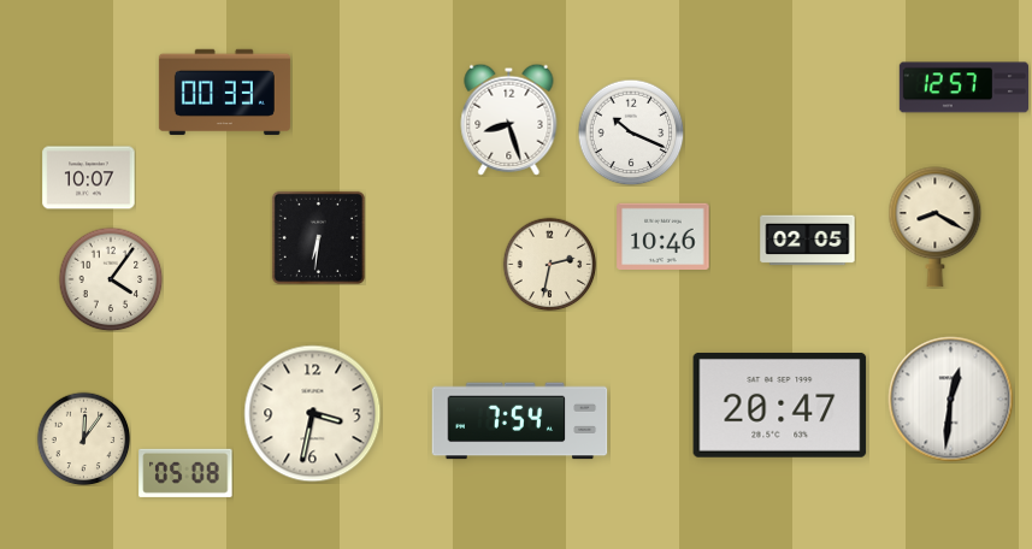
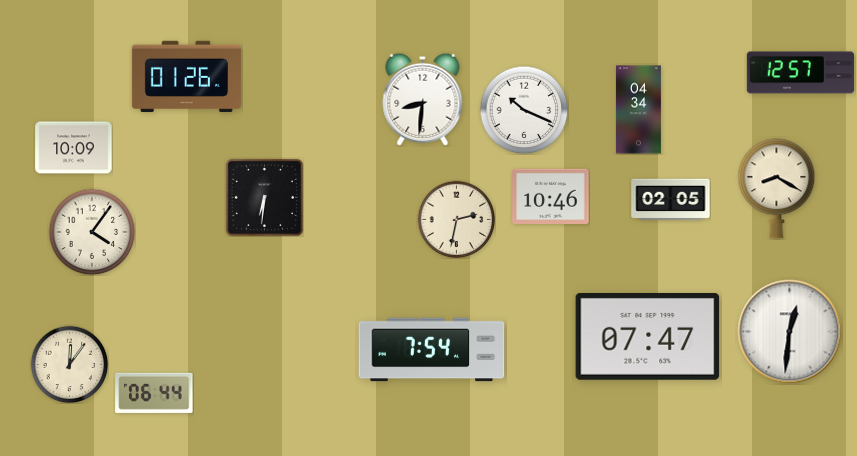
clock at (224, 93): 00:33 -> 01:26
clock at (509, 119): 8:27 -> 8:31
clock at (638, 110): none -> 04:34
clock at (89, 178): 10:07 -> 10:09
clock at (780, 405): 20:47 -> 07:47
clock at (313, 414): 3:32 -> none
clock at (185, 473): 05:08 -> 06:44
